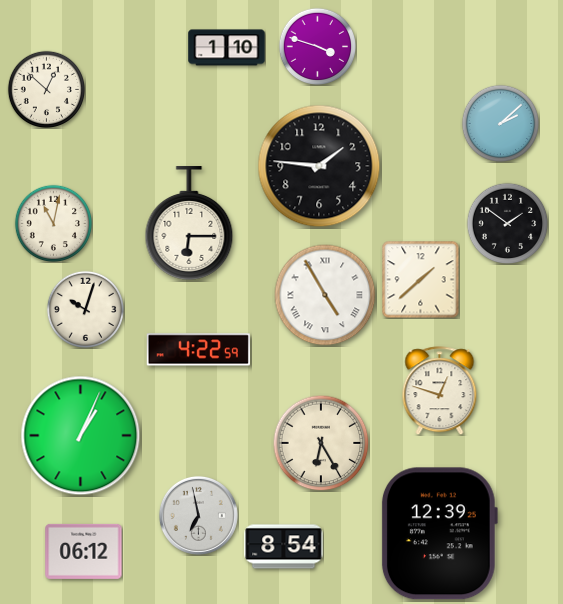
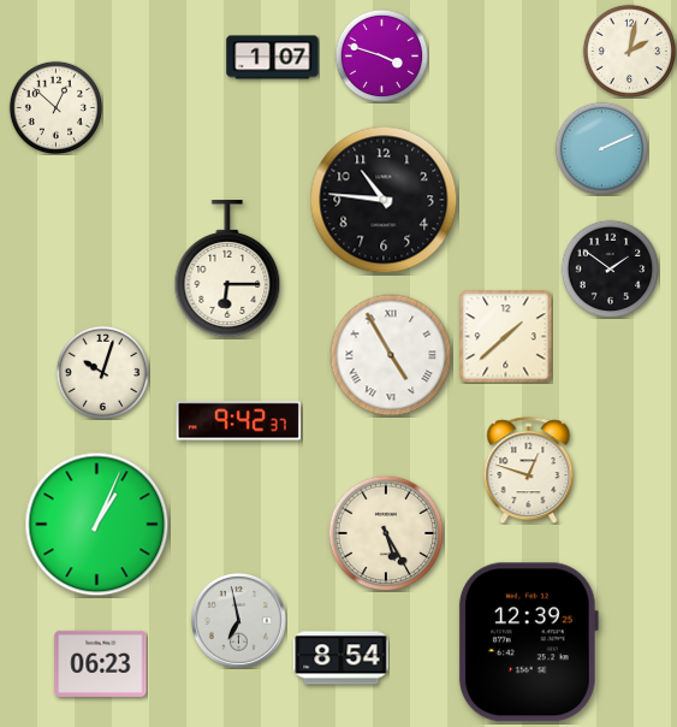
clock at (629, 51): none -> 2:02
clock at (227, 48): 1:10 -> 1:07
clock at (500, 123): 2:08 -> 2:11
clock at (319, 166): 1:46 -> 10:46
clock at (53, 223): 11:02 -> none
clock at (198, 350): 4:22 -> 9:42
clock at (321, 443): 6:25 -> 5:25
clock at (84, 551): 06:12 -> 06:23
